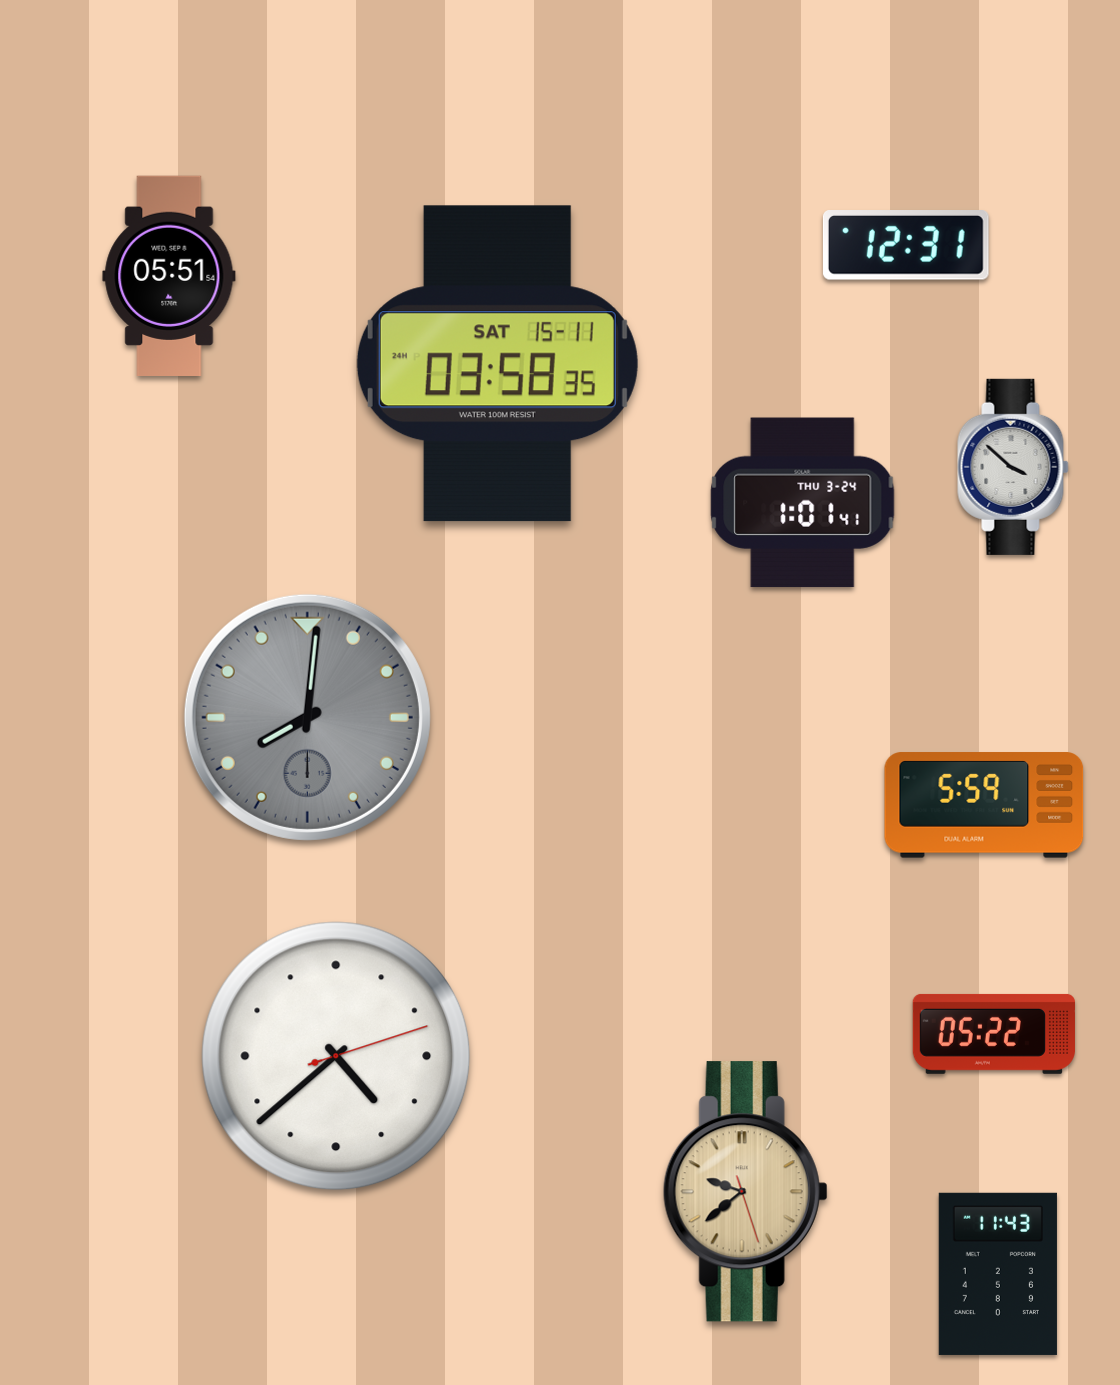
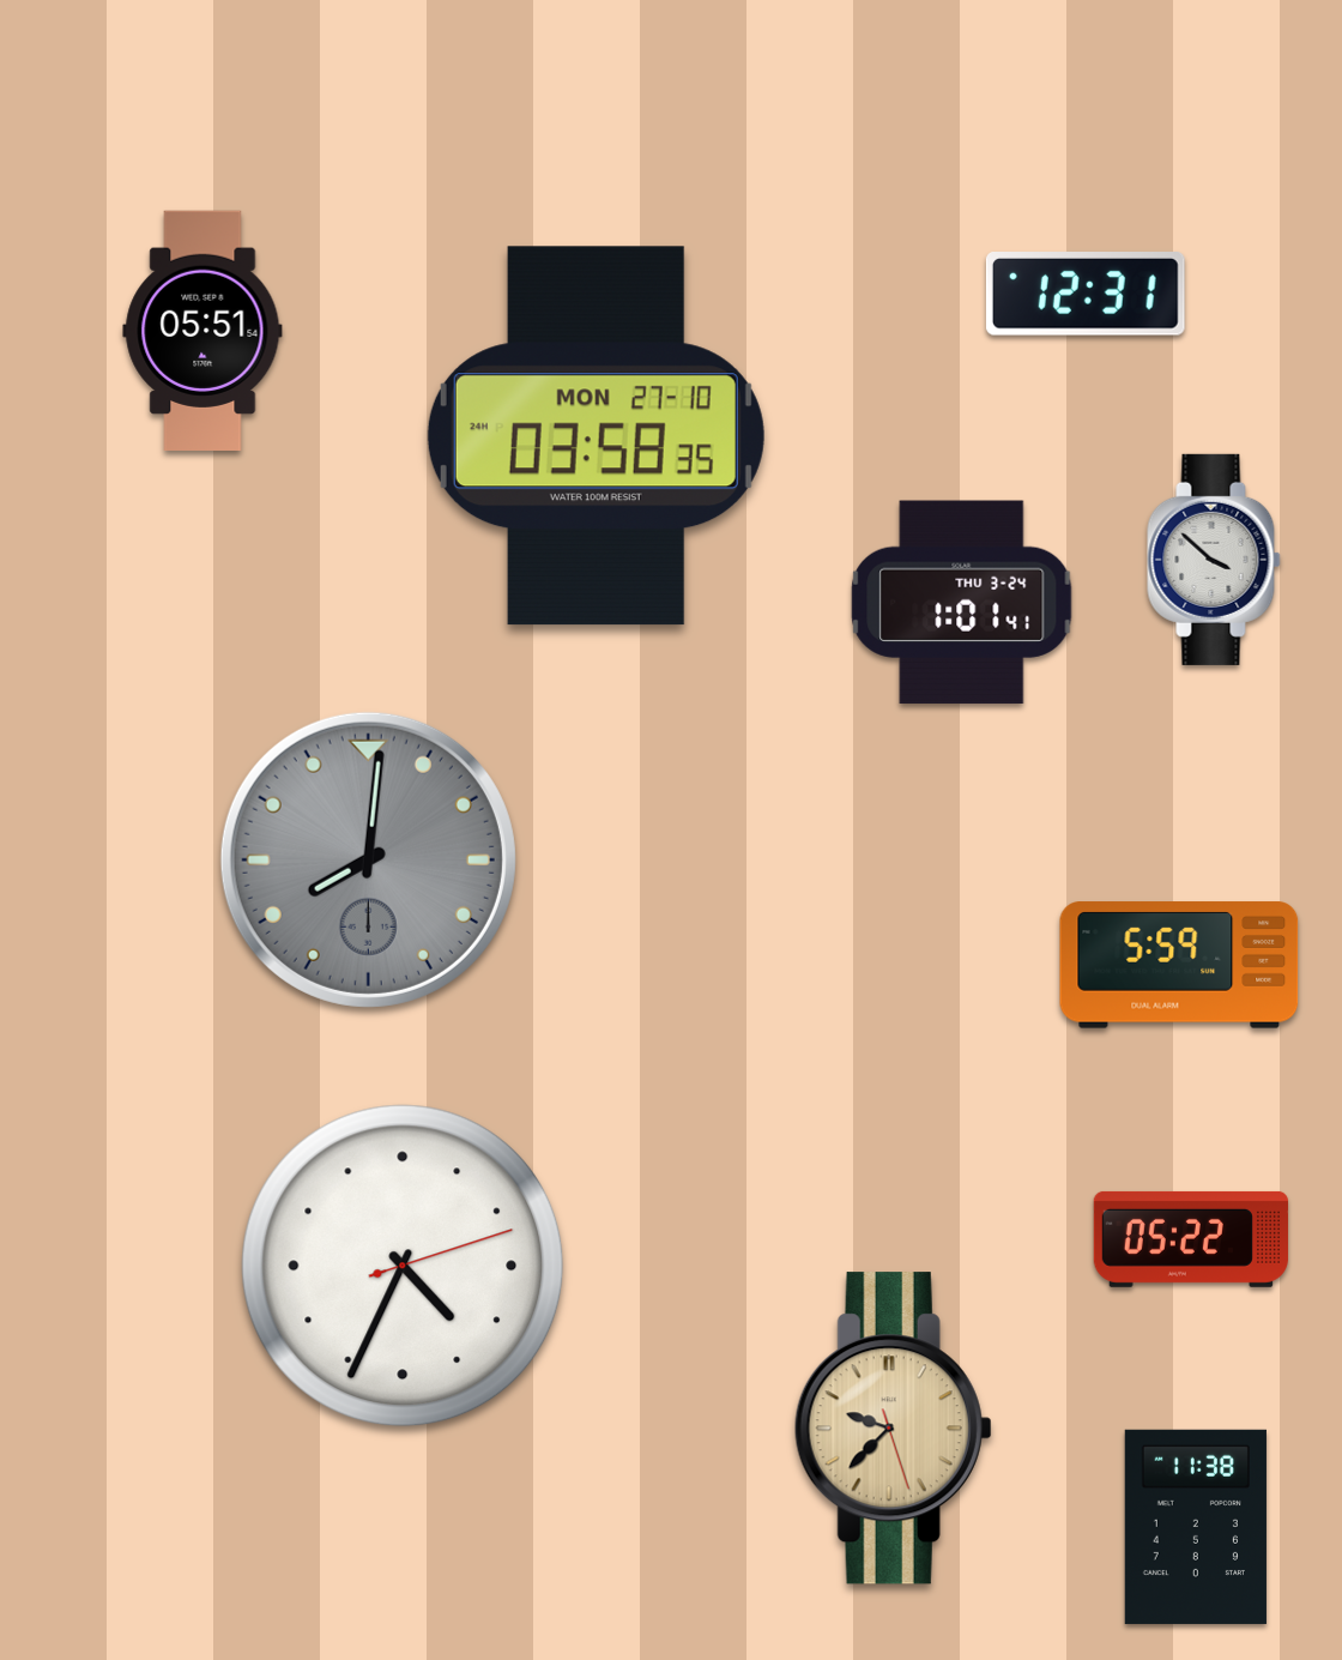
clock at (497, 364) date: SAT 15-11 -> MON 27-10
clock at (336, 1056): 4:38 -> 4:34
clock at (745, 1192): 9:38 -> 9:37
clock at (998, 1274): 11:43 -> 11:38
